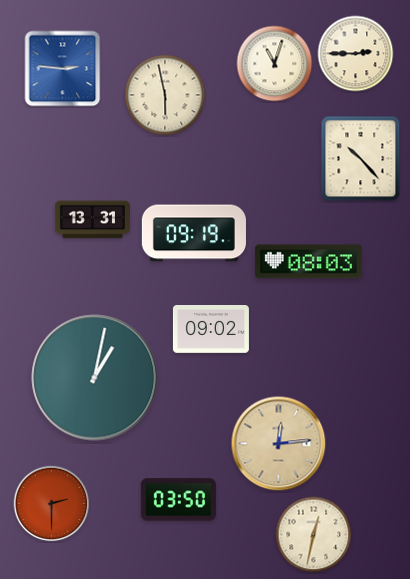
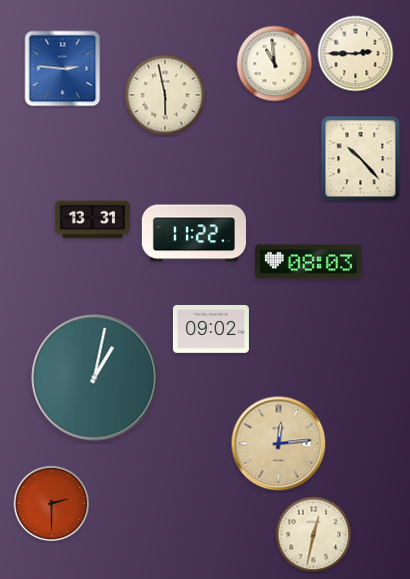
clock at (275, 64): 11:03 -> 10:59
clock at (194, 233): 09:19 -> 11:22
clock at (178, 500): 03:50 -> none
